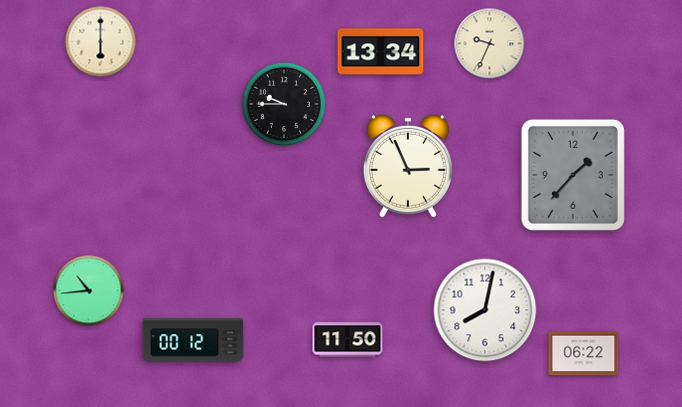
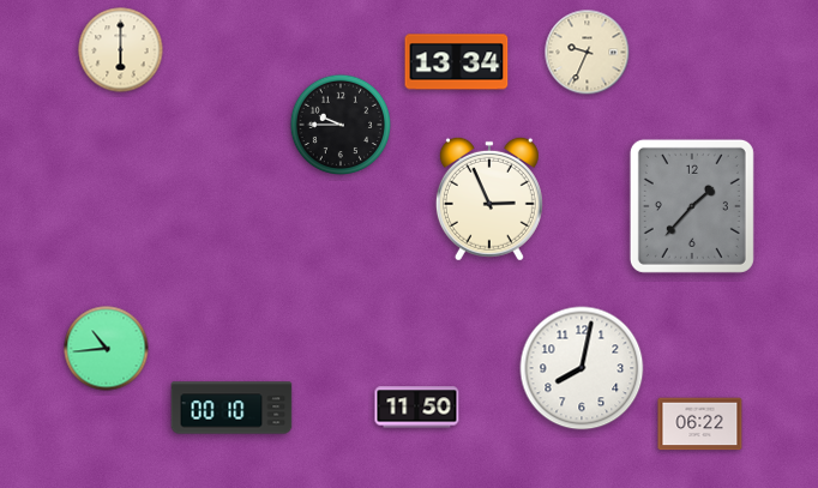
clock at (573, 175) position: (573, 175) -> (692, 206)
clock at (485, 310) position: (485, 310) -> (582, 368)
clock at (193, 340): 00:12 -> 00:10
